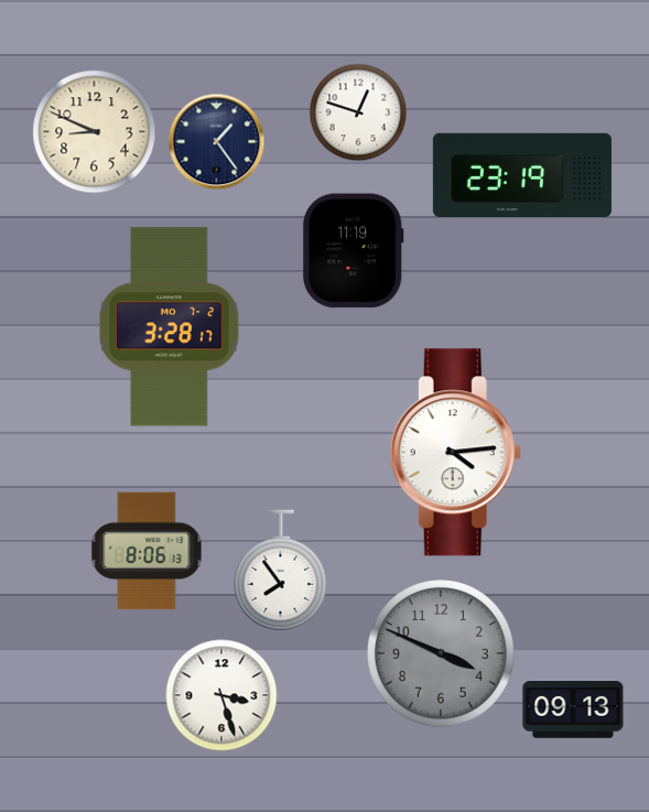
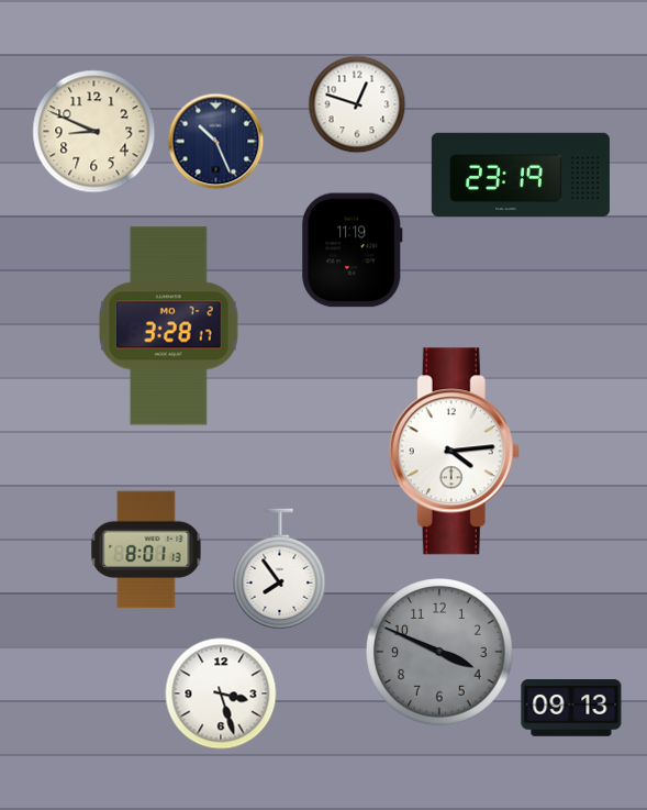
clock at (358, 112) position: (358, 112) -> (357, 104)
clock at (216, 141): 1:24 -> 10:26
clock at (147, 551): 8:06 -> 8:01
